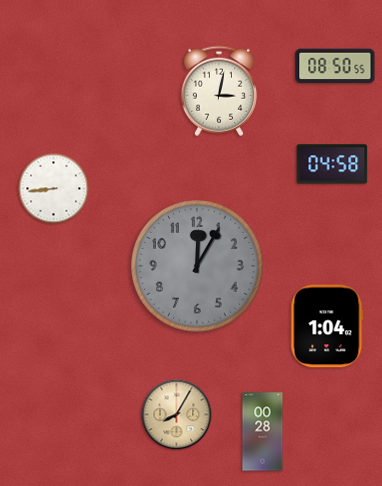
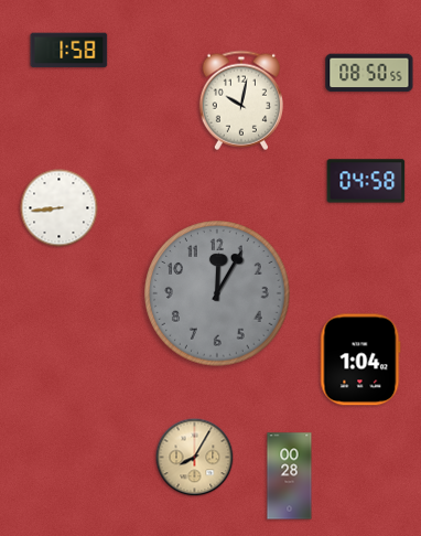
clock at (69, 51): none -> 1:58
clock at (219, 91): 3:02 -> 10:02
